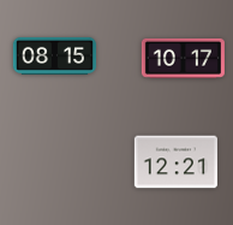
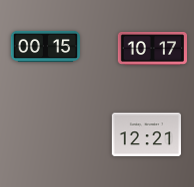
clock at (54, 55): 08:15 -> 00:15
